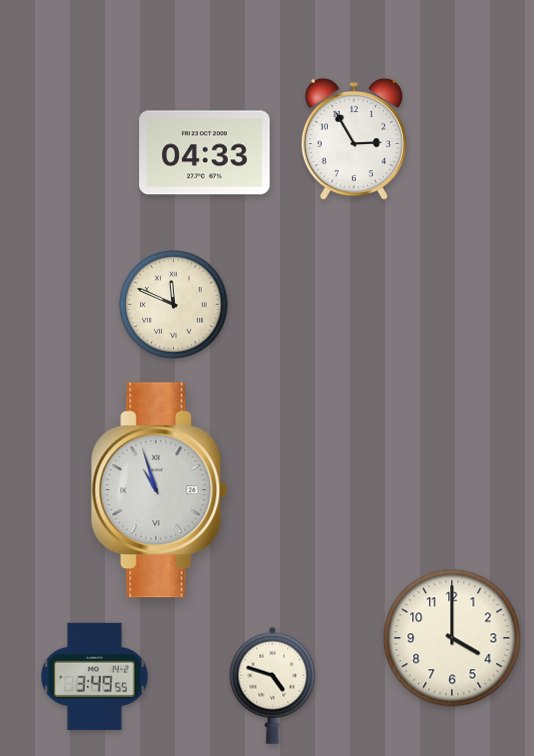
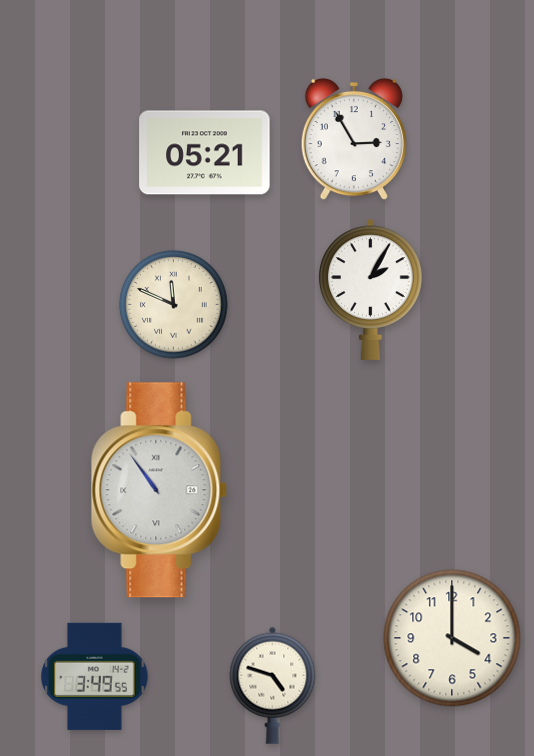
clock at (205, 153): 04:33 -> 05:21
clock at (371, 289): none -> 2:05
clock at (159, 490): 10:57 -> 10:54
